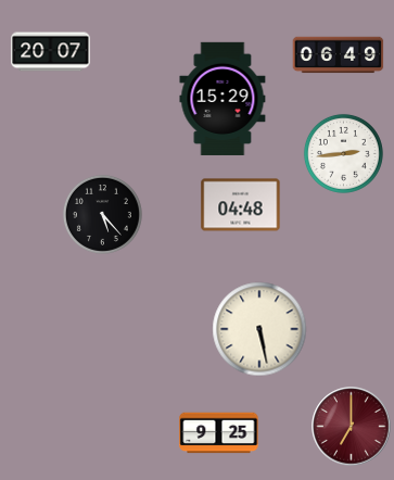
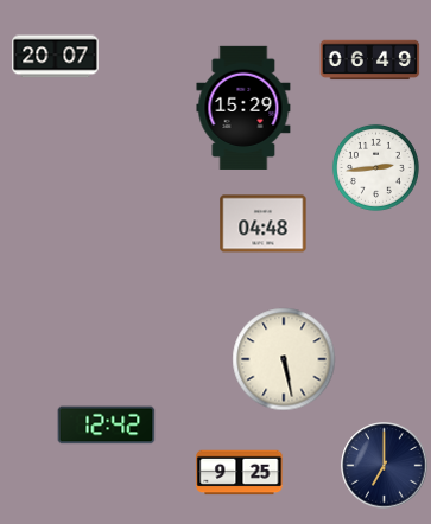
clock at (102, 214): 5:23 -> none
clock at (107, 426): none -> 12:42
clock at (352, 427) dial: burgundy -> navy
